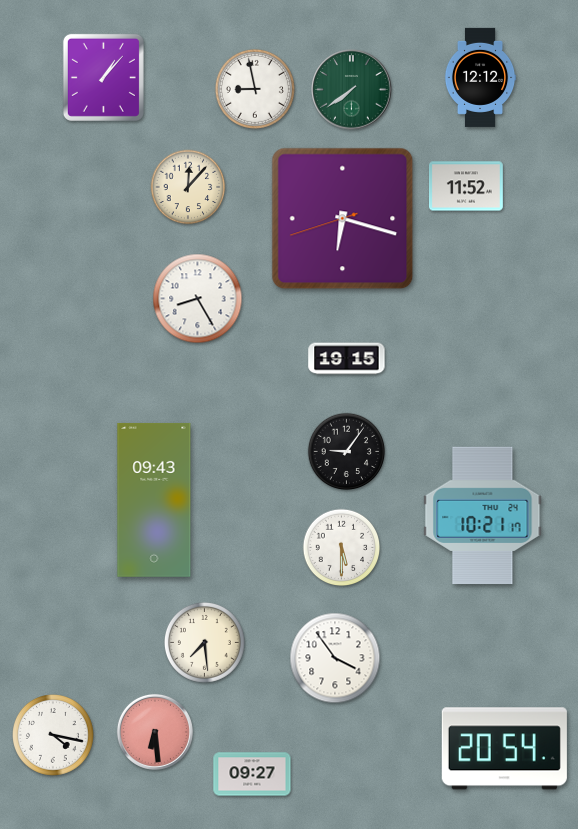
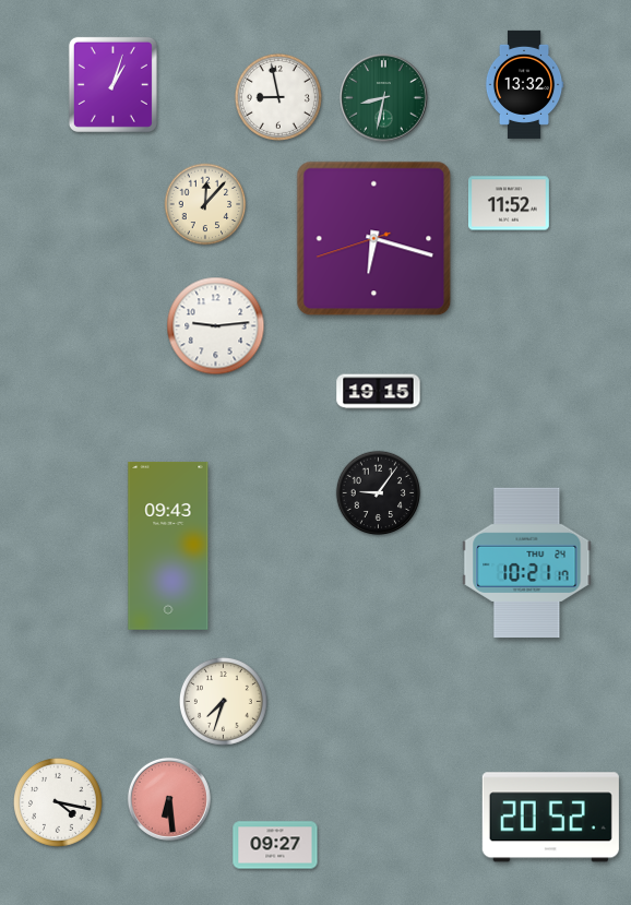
clock at (103, 77): 1:07 -> 1:03
clock at (480, 77): 12:12 -> 13:32
clock at (352, 90): 7:39 -> 8:32
clock at (198, 299): 8:25 -> 9:14
clock at (342, 548): 5:30 -> none
clock at (204, 642): 7:29 -> 7:33
clock at (335, 658): 3:54 -> none
clock at (504, 749): 20:54 -> 20:52
